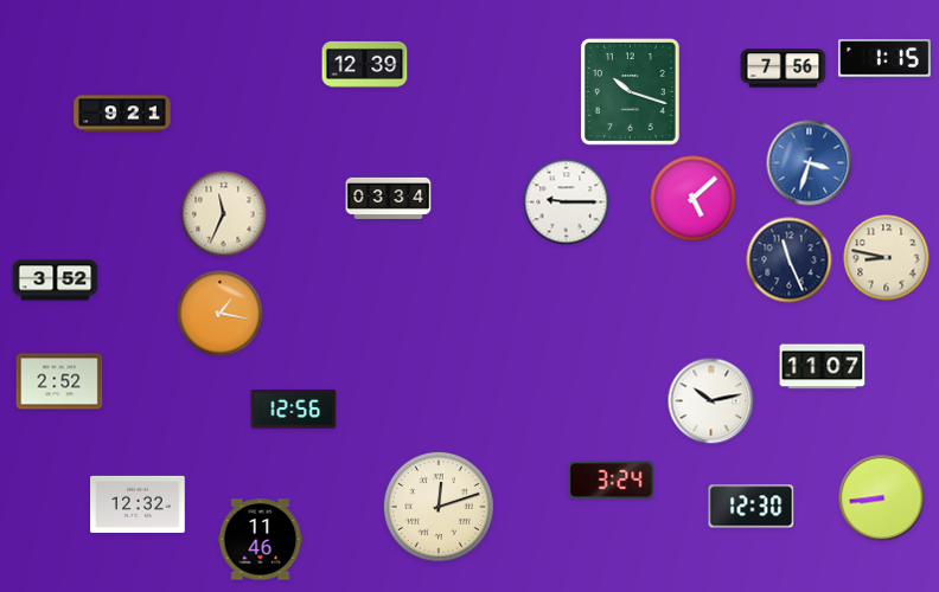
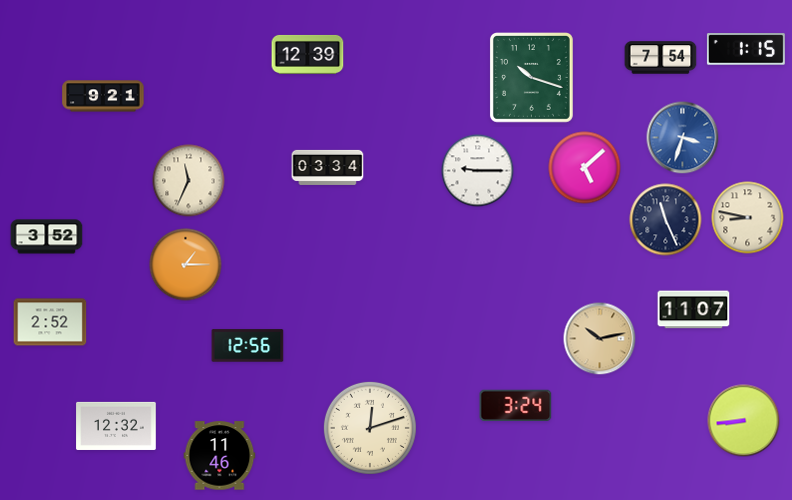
clock at (784, 69): 7:56 -> 7:54
clock at (221, 314): 1:17 -> 1:15
clock at (711, 401) dial: white -> champagne
clock at (752, 507): 12:30 -> none
